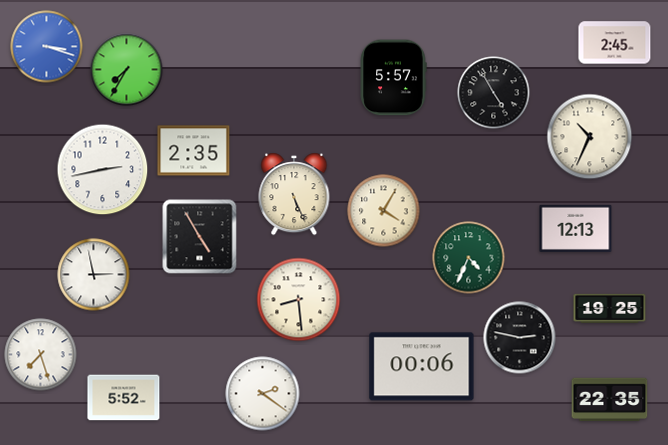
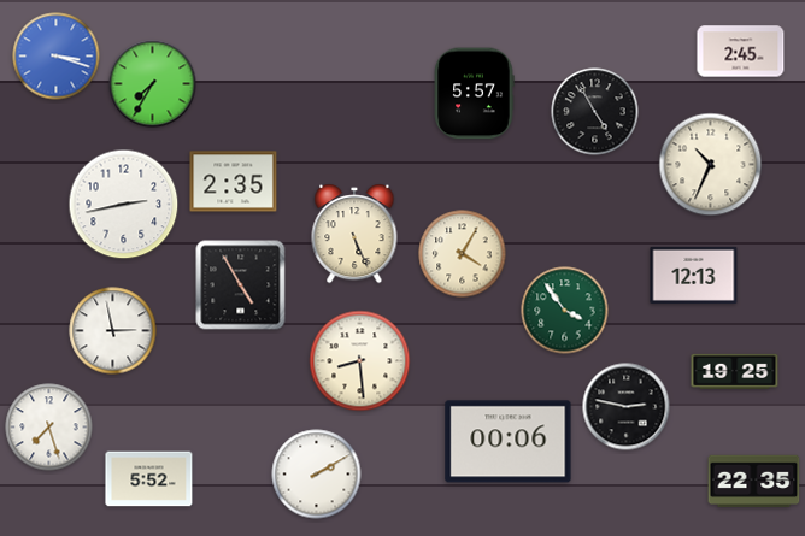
clock at (469, 258): 4:34 -> 3:54
clock at (263, 394): 2:21 -> 2:10
clock at (610, 400) position: (610, 400) -> (754, 482)
